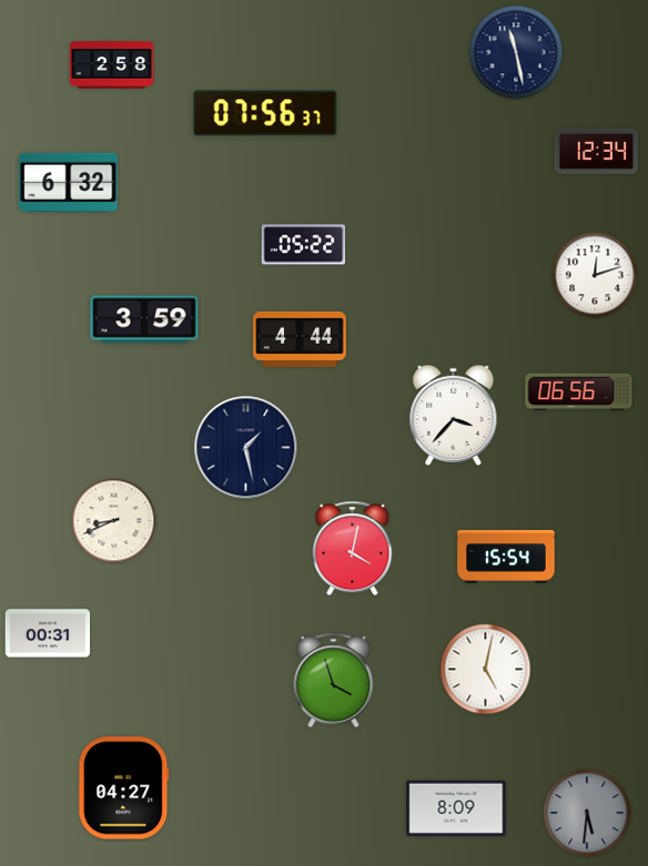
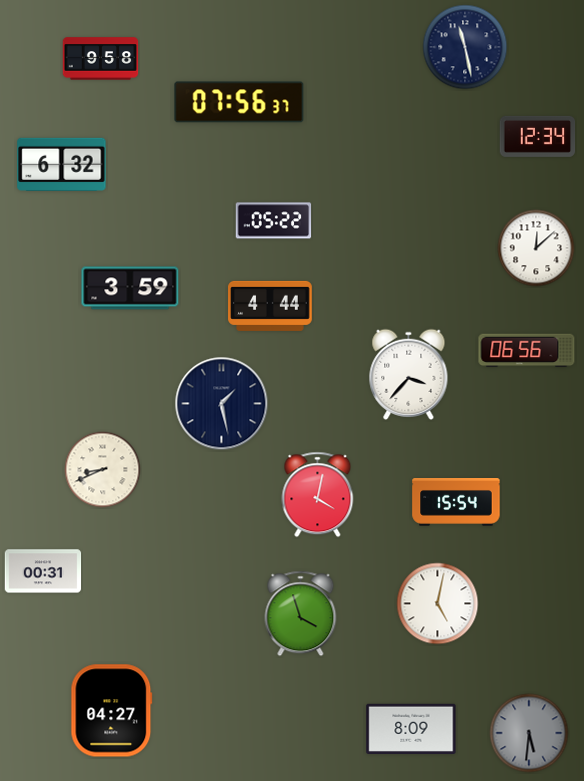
clock at (112, 65): 2:58 -> 9:58
clock at (595, 275): 12:12 -> 12:08
clock at (579, 393) position: (579, 393) -> (527, 351)
